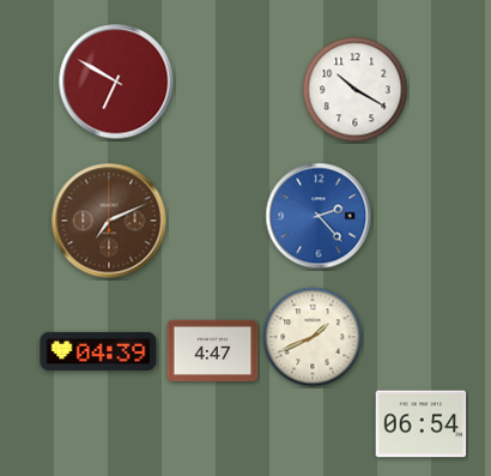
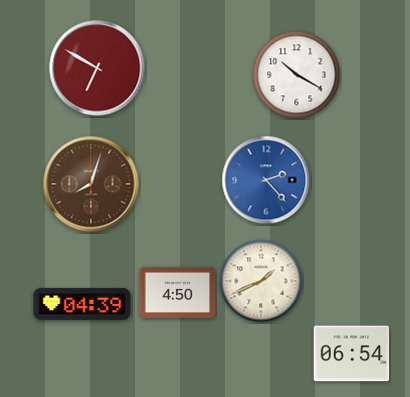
clock at (109, 221): 7:11 -> 8:03
clock at (213, 350): 4:47 -> 4:50
clock at (98, 351) position: (98, 351) -> (82, 304)
